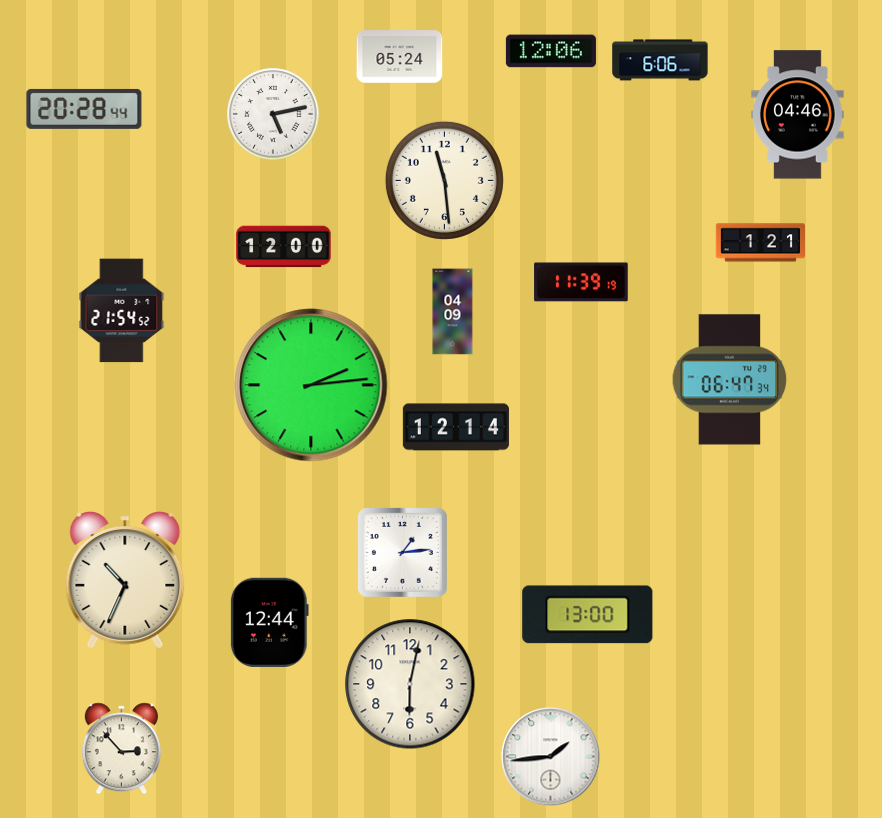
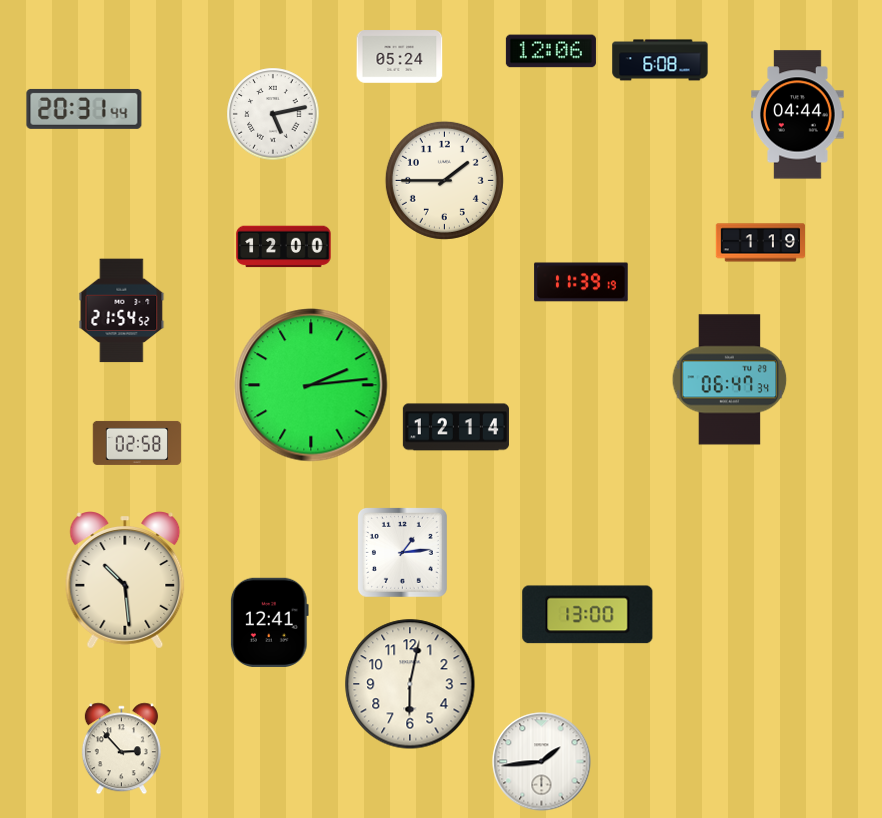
clock at (660, 60): 6:06 -> 6:08
clock at (84, 109): 20:28 -> 20:31
clock at (798, 115): 04:46 -> 04:44
clock at (444, 180): 11:29 -> 1:45
clock at (760, 243): 1:21 -> 1:19
clock at (453, 312): 04:09 -> none
clock at (137, 443): none -> 02:58
clock at (125, 580): 10:34 -> 10:29
clock at (269, 622): 12:44 -> 12:41
clock at (551, 757) position: (551, 757) -> (542, 762)
